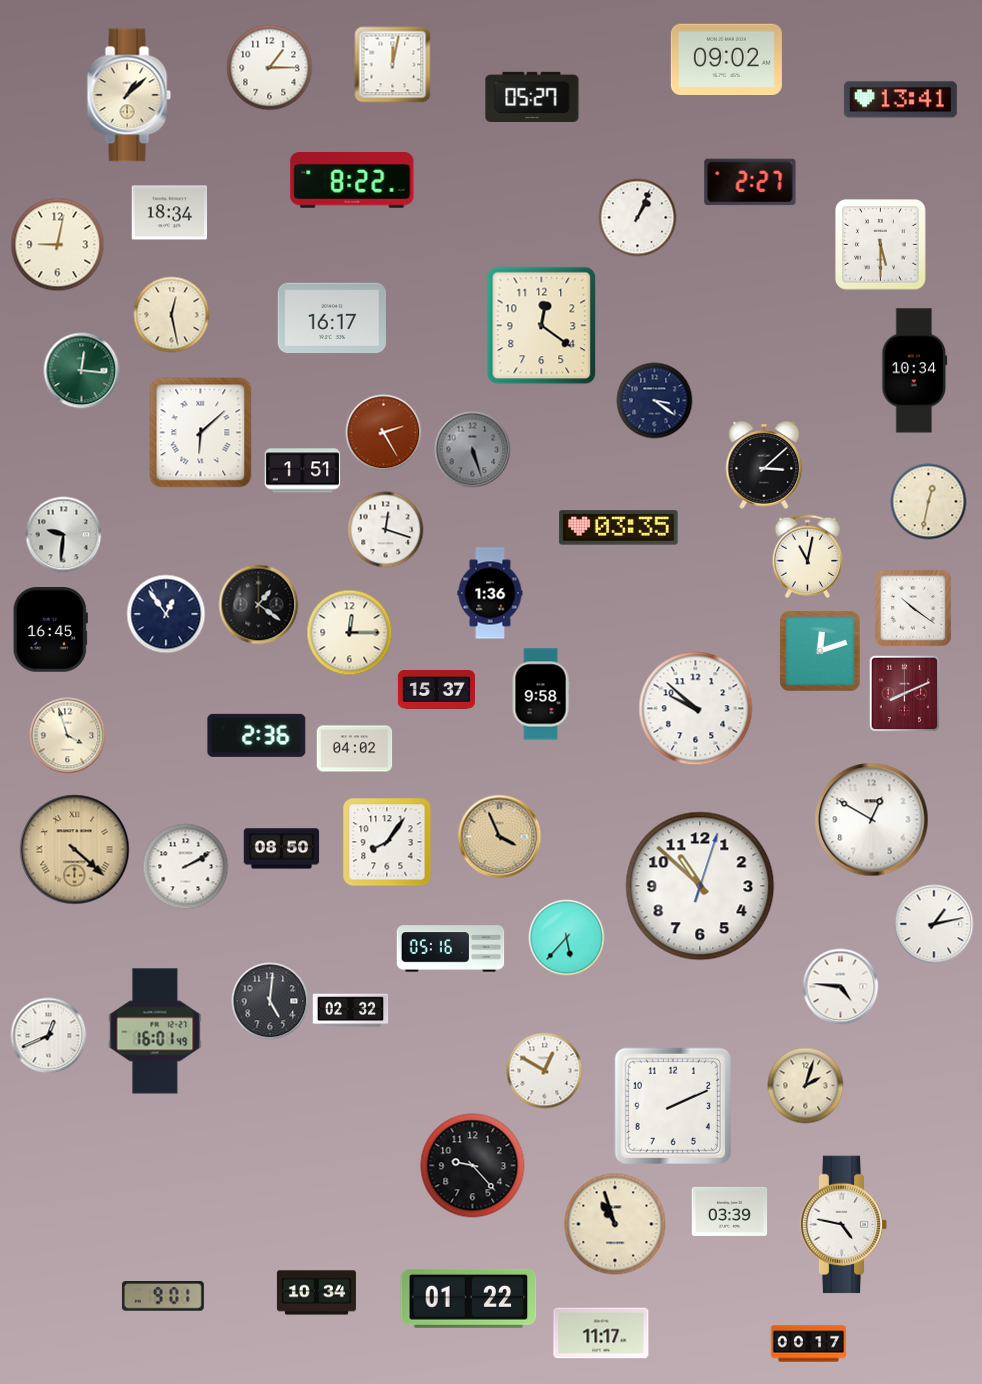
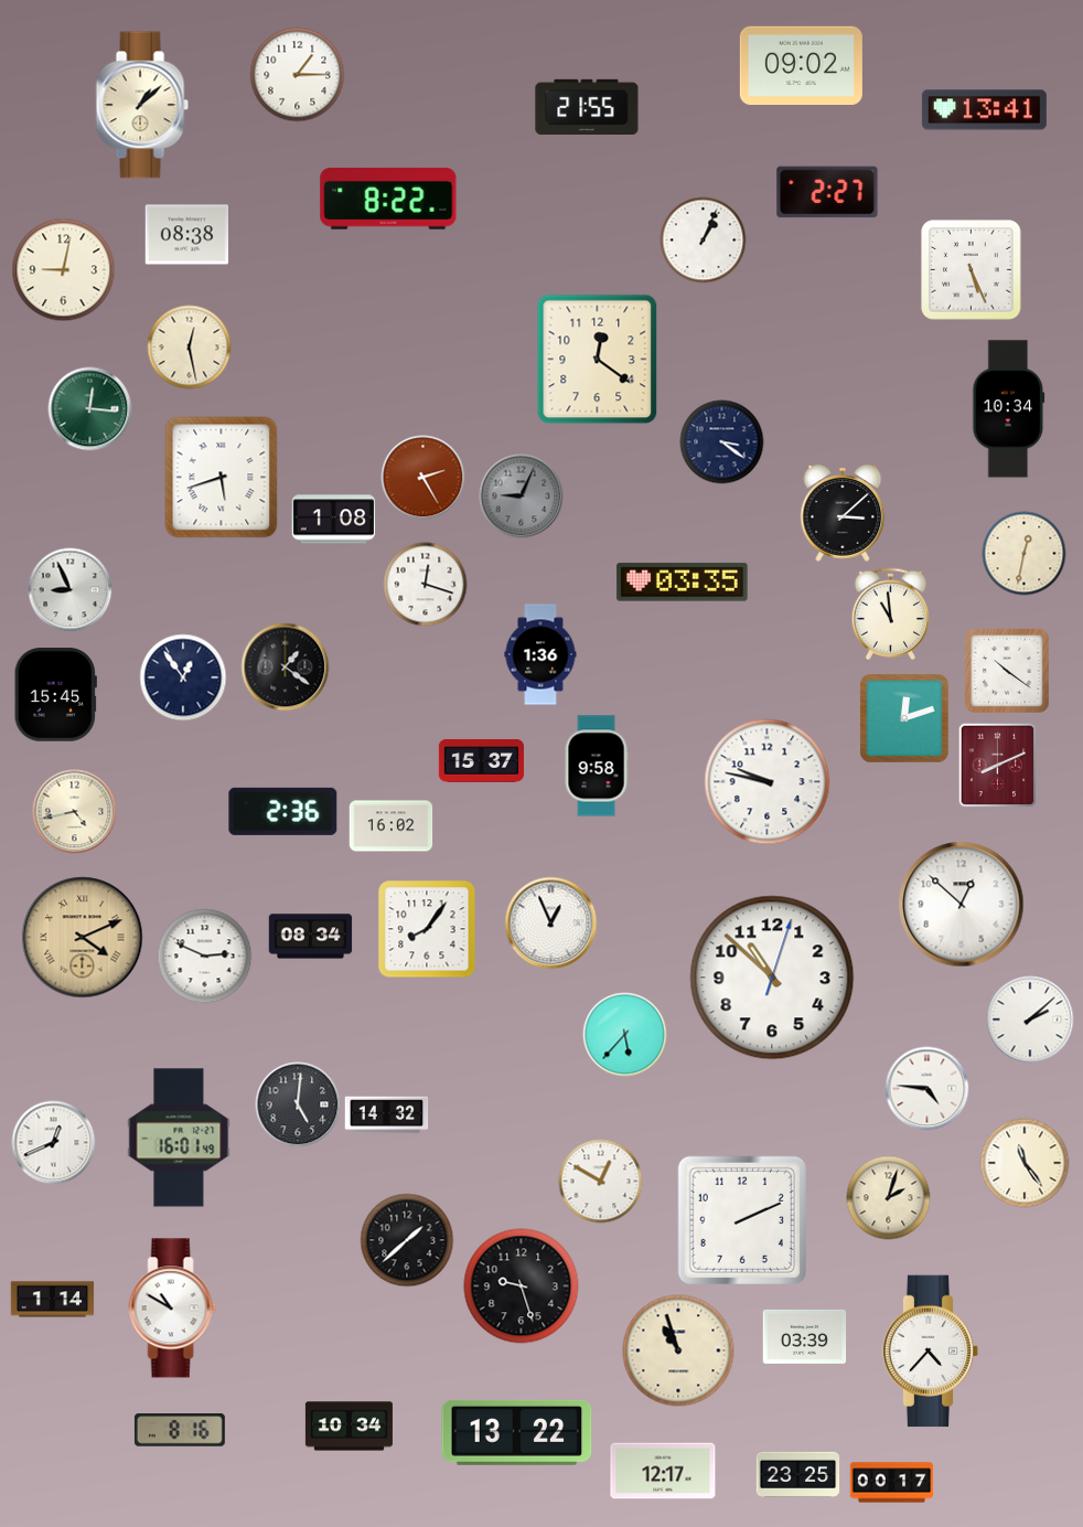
clock at (393, 65): 12:02 -> none
clock at (532, 96): 05:27 -> 21:55
clock at (900, 100) position: (900, 100) -> (984, 110)
clock at (750, 182) position: (750, 182) -> (827, 192)
clock at (170, 213): 18:34 -> 08:38
clock at (881, 245): 5:30 -> 5:26
clock at (332, 318): 16:17 -> none
clock at (201, 433): 6:08 -> 5:42
clock at (473, 450): 5:27 -> 9:04
clock at (303, 471): 1:51 -> 1:08
clock at (64, 535): 9:31 -> 8:56
clock at (808, 557): 11:02 -> 10:59
clock at (50, 630): 16:45 -> 15:45
clock at (350, 633): 12:15 -> none
clock at (696, 709): 9:52 -> 9:47
clock at (68, 736): 3:57 -> 4:43
clock at (355, 749): 04:02 -> 16:02
clock at (872, 820): 12:50 -> 12:52
clock at (500, 837): 3:56 -> 12:56
clock at (500, 837) dial: champagne -> white
clock at (282, 849): 08:50 -> 08:34
clock at (75, 850): 4:22 -> 4:11
clock at (186, 867): 2:10 -> 2:49
clock at (934, 924): 1:13 -> 2:08
clock at (451, 949): 05:16 -> none
clock at (351, 1011): 02:32 -> 14:32
clock at (155, 1031) position: (155, 1031) -> (179, 1138)
clock at (1025, 1163): none -> 11:24
clock at (407, 1240): none -> 1:38
clock at (473, 1166): 9:23 -> 9:27
clock at (53, 1300): none -> 1:14
clock at (173, 1309): none -> 10:50
clock at (844, 1225): 4:47 -> 4:37
clock at (163, 1296): 9:01 -> 8:16
clock at (469, 1298): 01:22 -> 13:22
clock at (601, 1333): 11:17 -> 12:17
clock at (798, 1474): none -> 23:25
